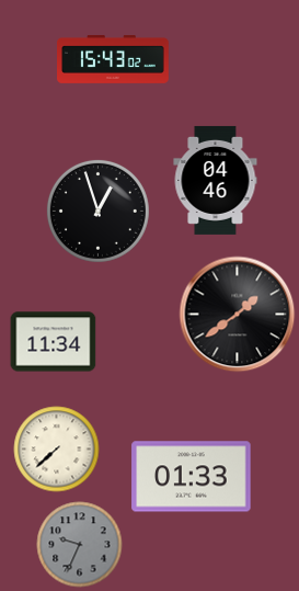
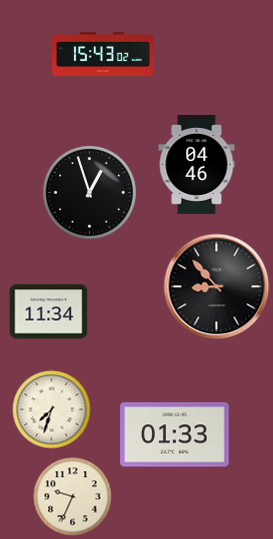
clock at (237, 314): 1:39 -> 8:53
clock at (56, 448): 7:38 -> 7:33
clock at (79, 544) dial: grey -> cream
